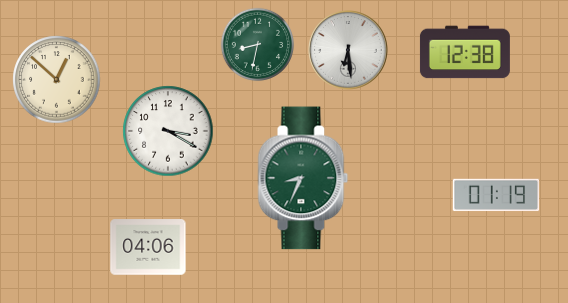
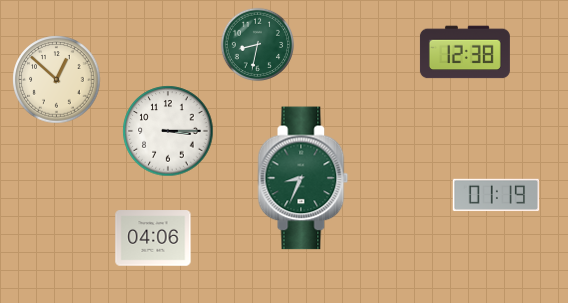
clock at (348, 50): 6:29 -> none
clock at (168, 131): 3:20 -> 3:15
clock at (148, 247) position: (148, 247) -> (153, 238)
